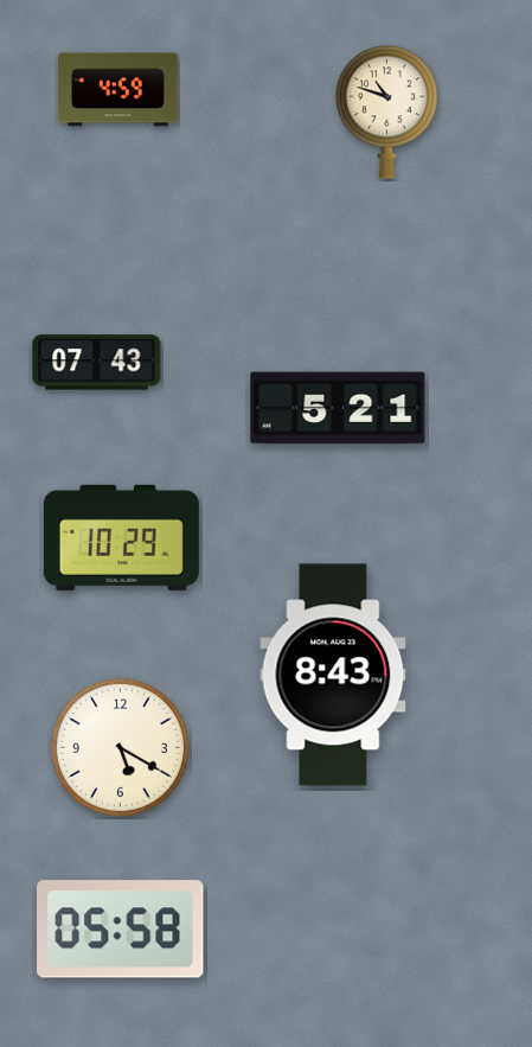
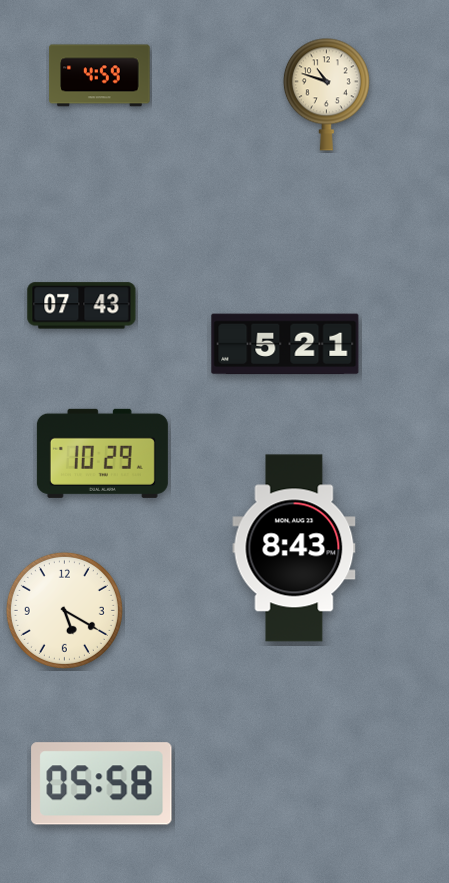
clock at (333, 675) position: (333, 675) -> (294, 548)
clock at (120, 747) position: (120, 747) -> (64, 610)
